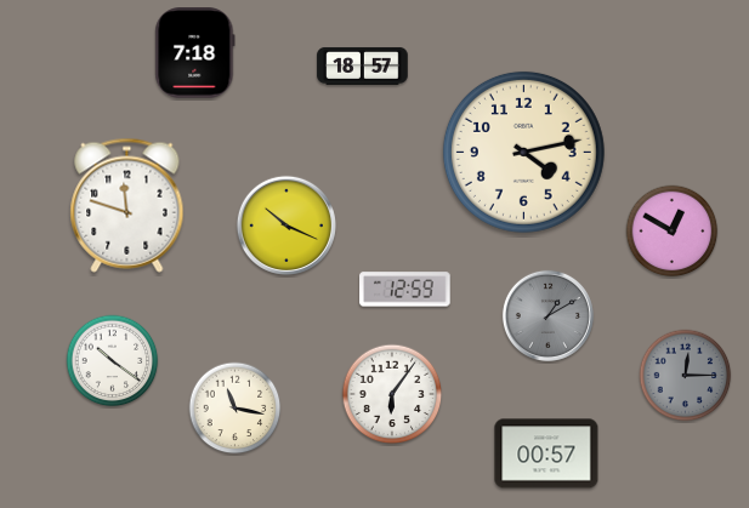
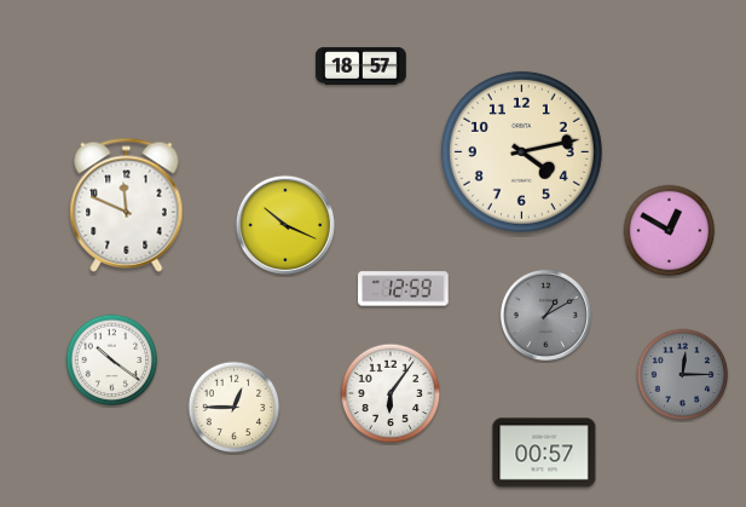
clock at (195, 53): 7:18 -> none
clock at (127, 205): 11:48 -> 11:49
clock at (236, 409): 11:17 -> 12:45
